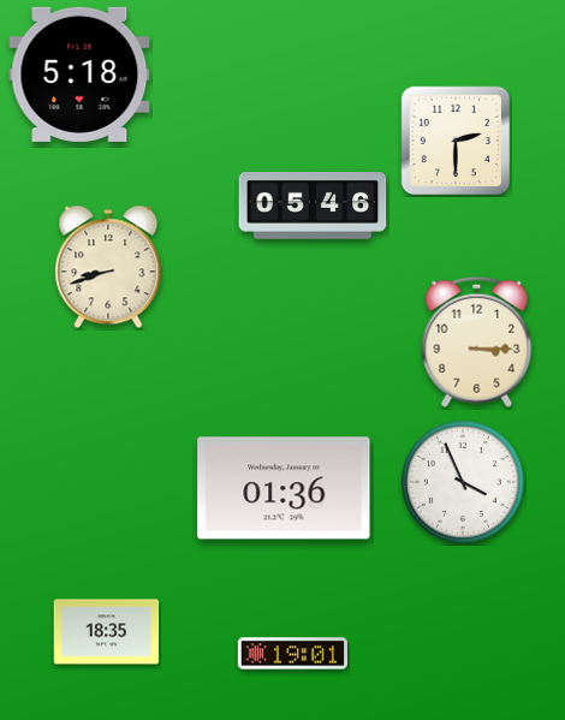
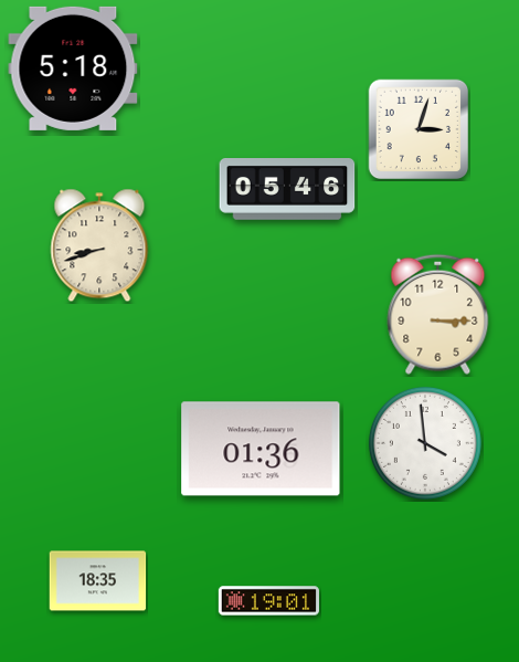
clock at (456, 141): 2:30 -> 3:03
clock at (463, 482): 3:56 -> 3:59
